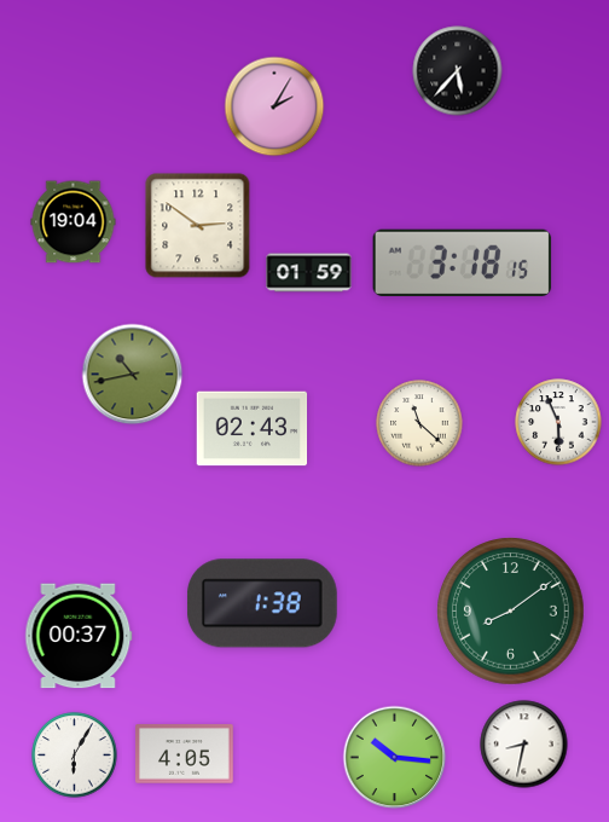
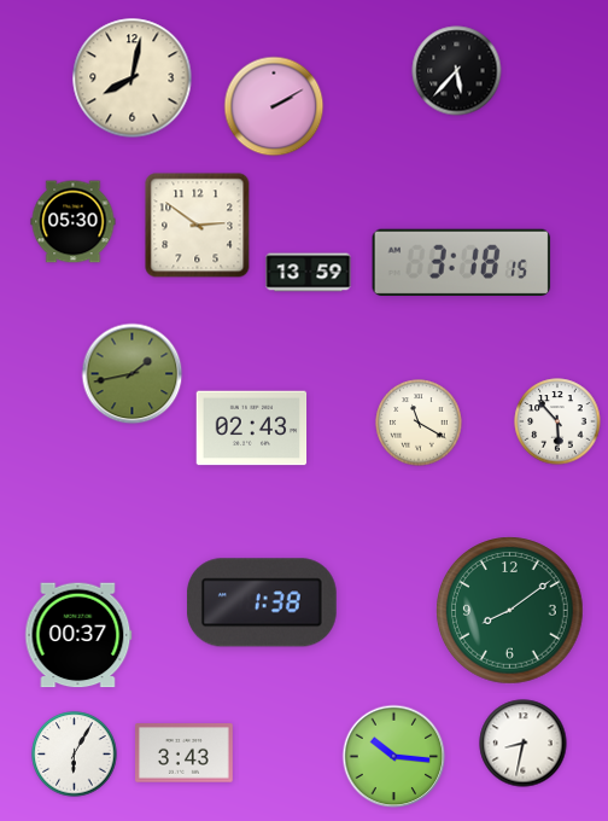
clock at (133, 78): none -> 8:02
clock at (274, 106): 2:05 -> 2:10
clock at (74, 222): 19:04 -> 05:30
clock at (309, 273): 01:59 -> 13:59
clock at (133, 375): 10:43 -> 1:43
clock at (558, 422): 5:56 -> 5:53
clock at (419, 423): 11:22 -> 11:20
clock at (185, 754): 4:05 -> 3:43
